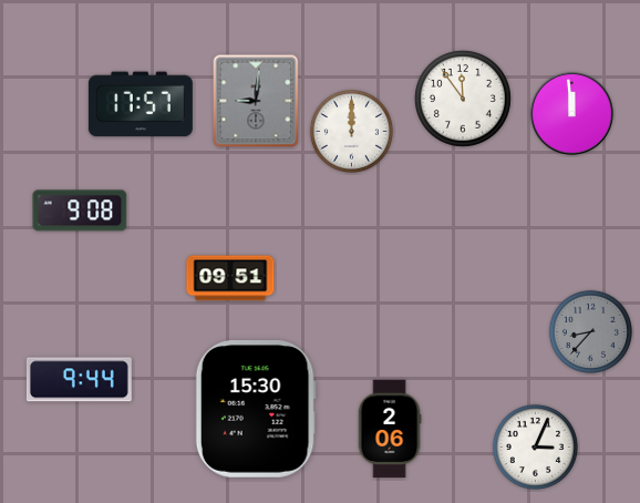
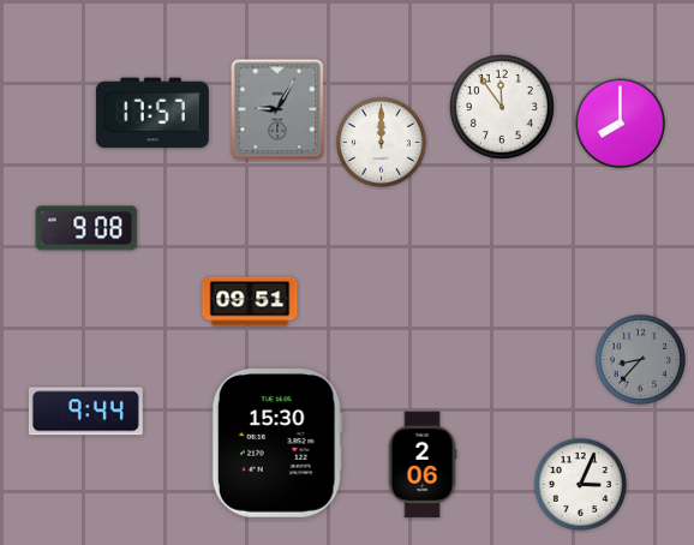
clock at (256, 101): 9:01 -> 9:05
clock at (572, 114): 11:59 -> 8:00
